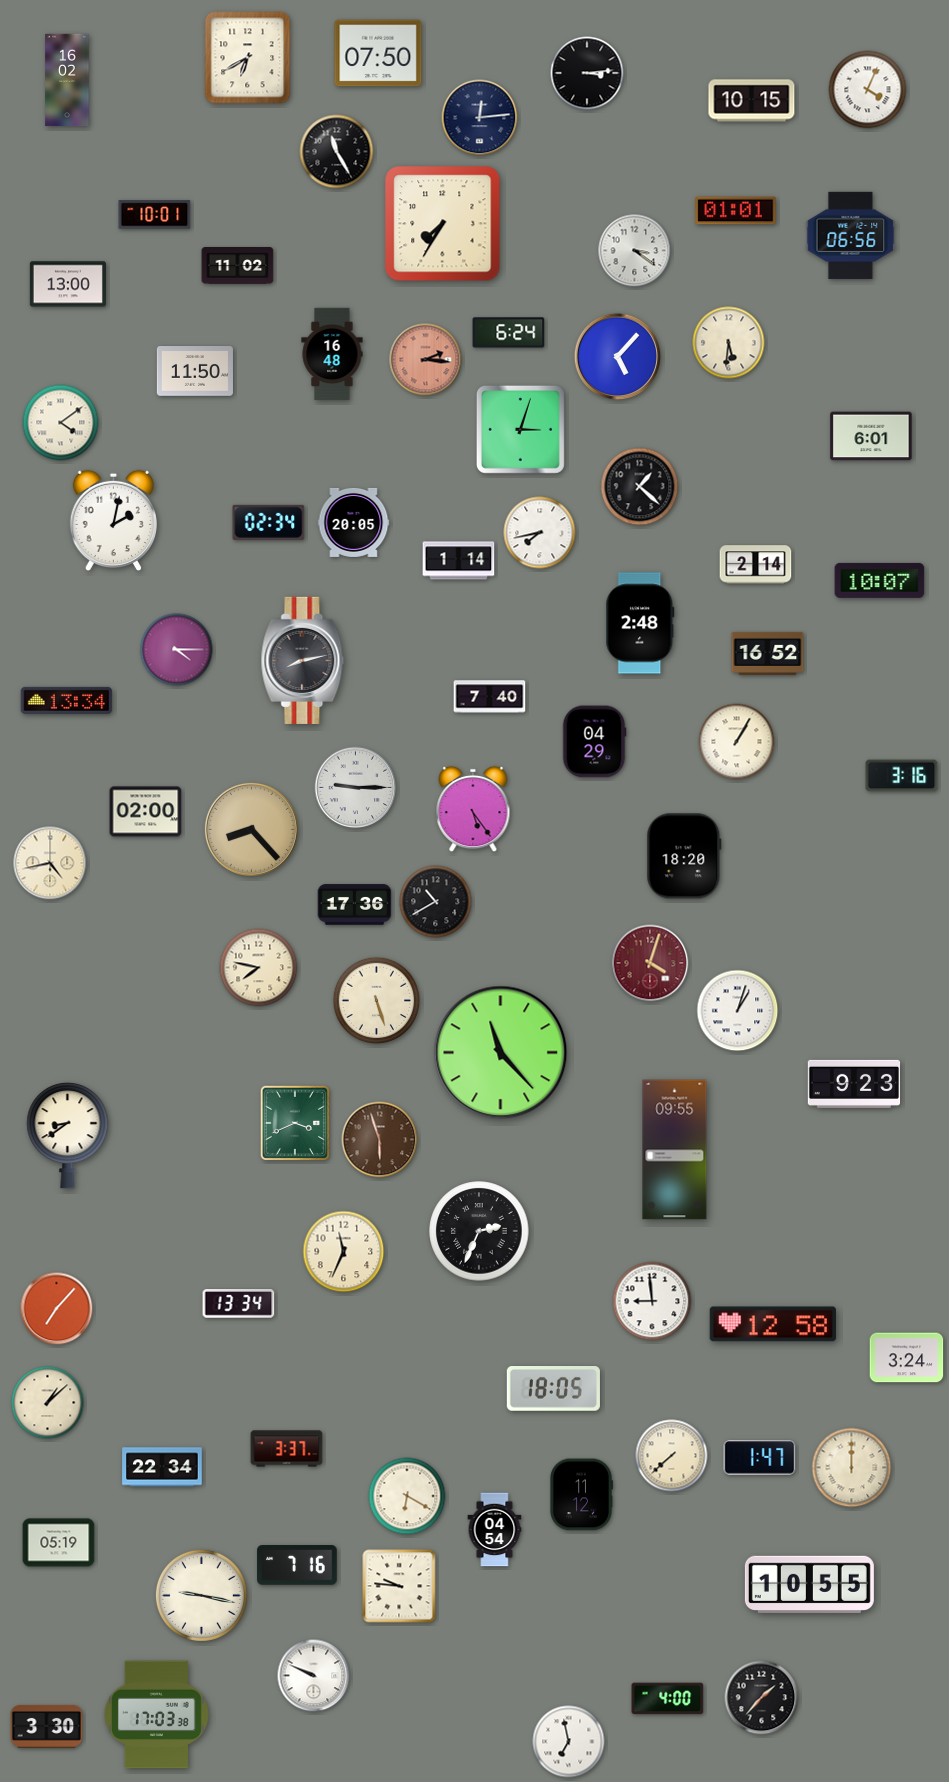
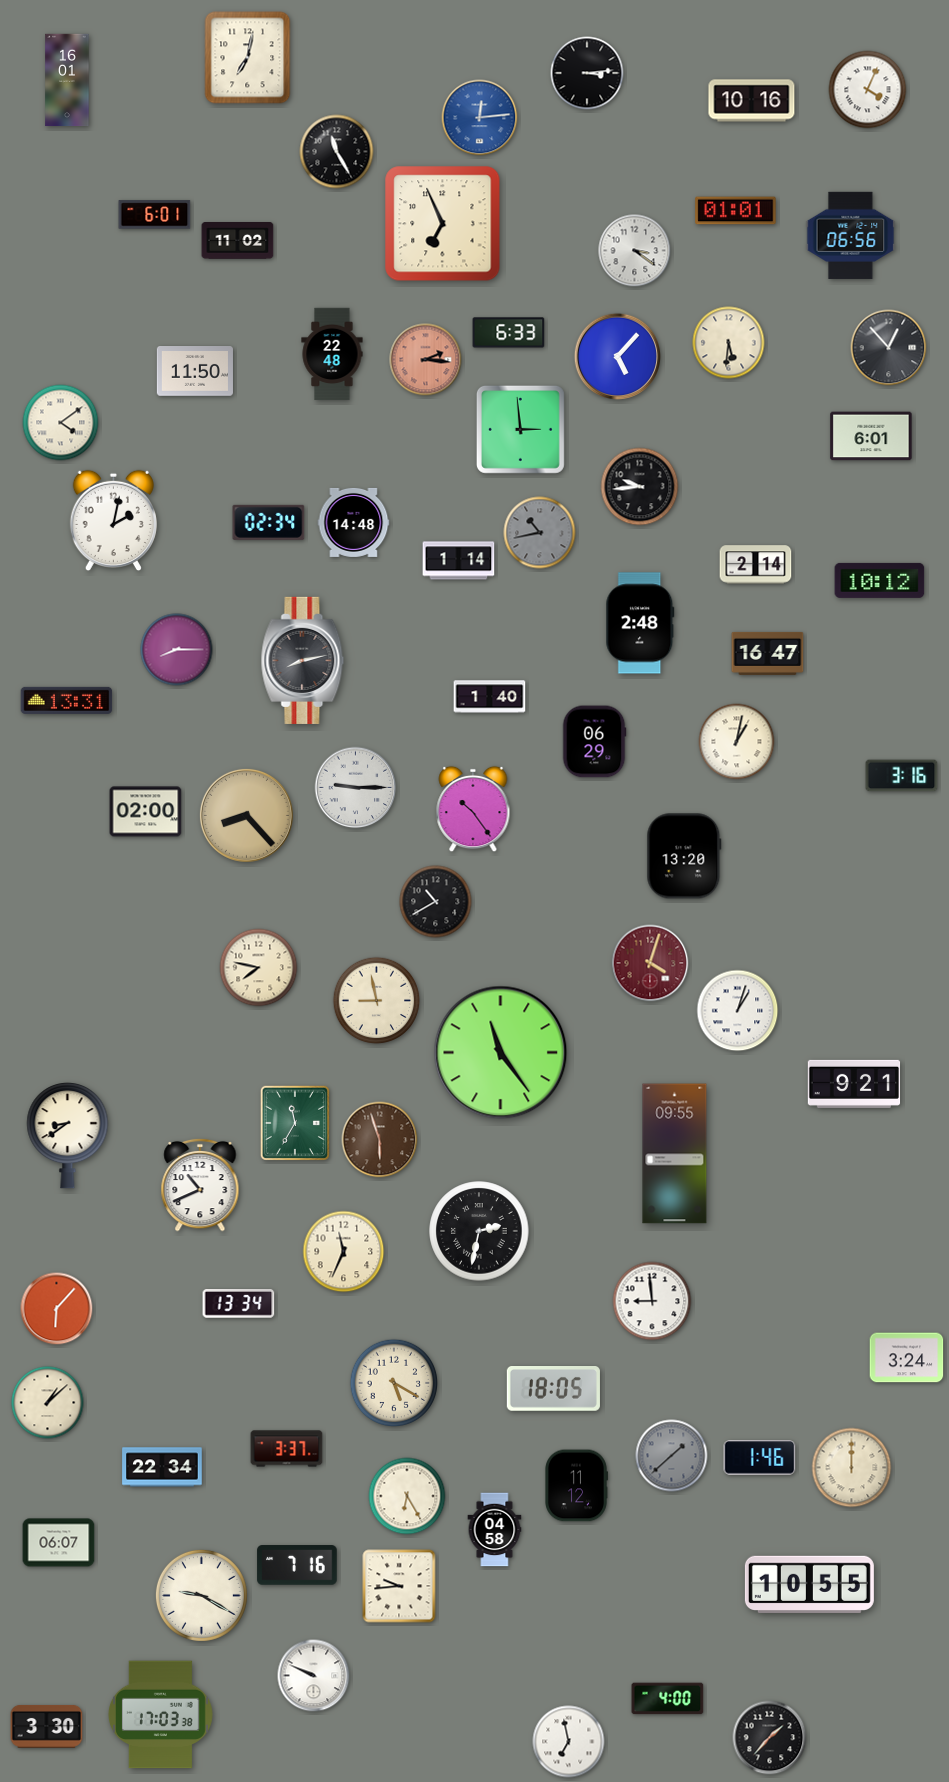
clock at (378, 53): 07:50 -> none
clock at (248, 58): 6:40 -> 7:02
clock at (67, 80): 16:02 -> 16:01
clock at (752, 101): 10:15 -> 10:16
clock at (480, 118) dial: navy -> blue
clock at (155, 215): 10:01 -> 6:01
clock at (443, 224): 7:35 -> 6:56
clock at (238, 266) position: (238, 266) -> (238, 241)
clock at (68, 284): 13:00 -> none
clock at (509, 333): 6:24 -> 6:33
clock at (889, 348): none -> 12:53
clock at (332, 354): 16:48 -> 22:48
clock at (520, 429): 3:03 -> 2:59
clock at (640, 487): 1:22 -> 9:44
clock at (354, 522): 20:05 -> 14:48
clock at (540, 533): 7:43 -> 10:43
clock at (540, 533) dial: white -> grey
clock at (880, 580): 10:07 -> 10:12
clock at (177, 650): 4:15 -> 8:15
clock at (768, 653): 16:52 -> 16:47
clock at (490, 697): 7:40 -> 1:40
clock at (67, 700): 13:34 -> 13:31
clock at (594, 742): 04:29 -> 06:29
clock at (737, 742): 1:05 -> 1:02
clock at (473, 809): 5:24 -> 10:24
clock at (251, 829) position: (251, 829) -> (246, 815)
clock at (684, 856): 18:20 -> 13:20
clock at (50, 863): 4:43 -> none
clock at (355, 905): 17:36 -> none
clock at (377, 1001): 5:27 -> 8:58
clock at (501, 1053): 11:23 -> 11:24
clock at (854, 1084): 9:23 -> 9:21
clock at (295, 1123): 3:41 -> 11:35
clock at (675, 1150) position: (675, 1150) -> (675, 1154)
clock at (200, 1185): none -> 10:41
clock at (479, 1231): 2:34 -> 2:32
clock at (57, 1309): 7:07 -> 6:07
clock at (773, 1324): 12:58 -> none
clock at (394, 1383): none -> 5:20
clock at (672, 1456): 7:38 -> 1:38
clock at (672, 1456) dial: cream -> grey
clock at (760, 1458): 1:47 -> 1:46
clock at (581, 1495) position: (581, 1495) -> (576, 1486)
clock at (407, 1496): 6:20 -> 6:25
clock at (495, 1530): 04:54 -> 04:58
clock at (59, 1543): 05:19 -> 06:07
clock at (399, 1586): 9:46 -> 9:44
clock at (201, 1595): 9:17 -> 9:20
clock at (762, 1698) position: (762, 1698) -> (770, 1738)
clock at (156, 1715) position: (156, 1715) -> (160, 1715)
